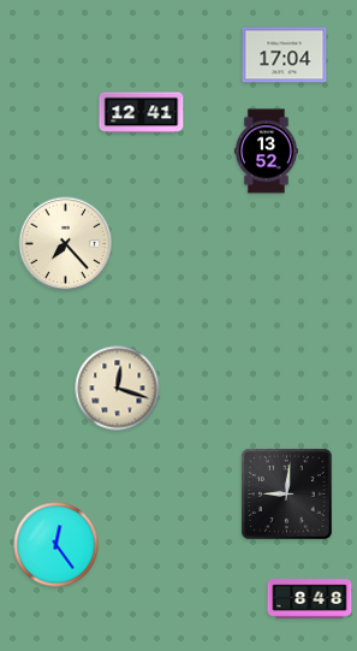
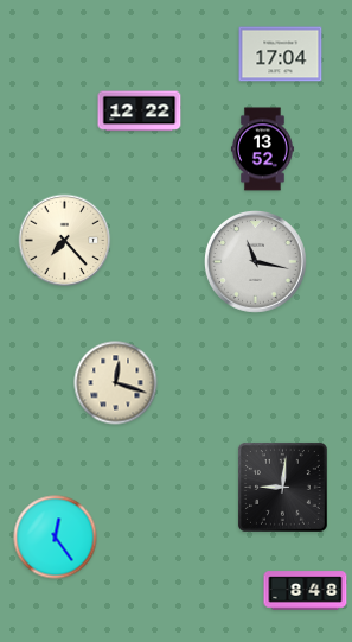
clock at (142, 113): 12:41 -> 12:22
clock at (256, 262): none -> 11:17
